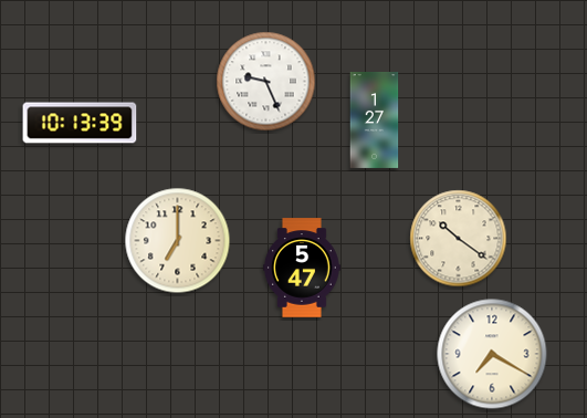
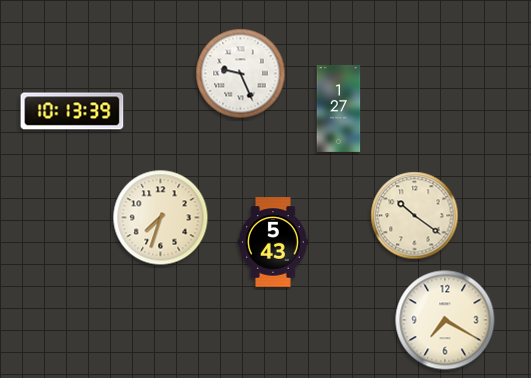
clock at (178, 241): 7:00 -> 7:33
clock at (302, 268): 5:47 -> 5:43
